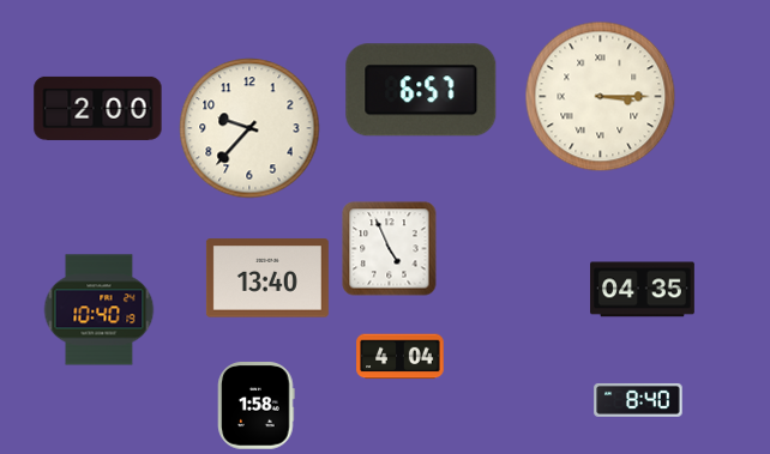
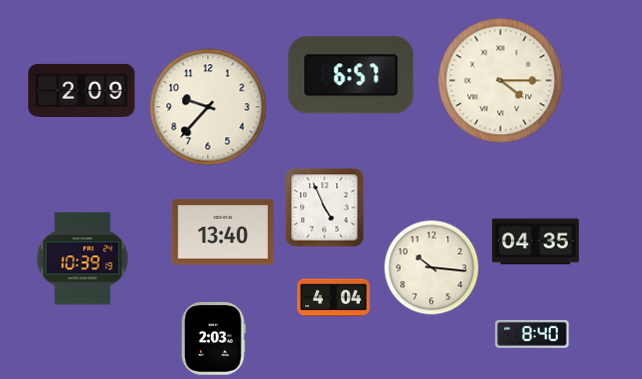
clock at (601, 97): 3:15 -> 4:15
clock at (98, 108): 2:00 -> 2:09
clock at (100, 310): 10:40 -> 10:39
clock at (432, 268): none -> 10:16
clock at (257, 406): 1:58 -> 2:03
